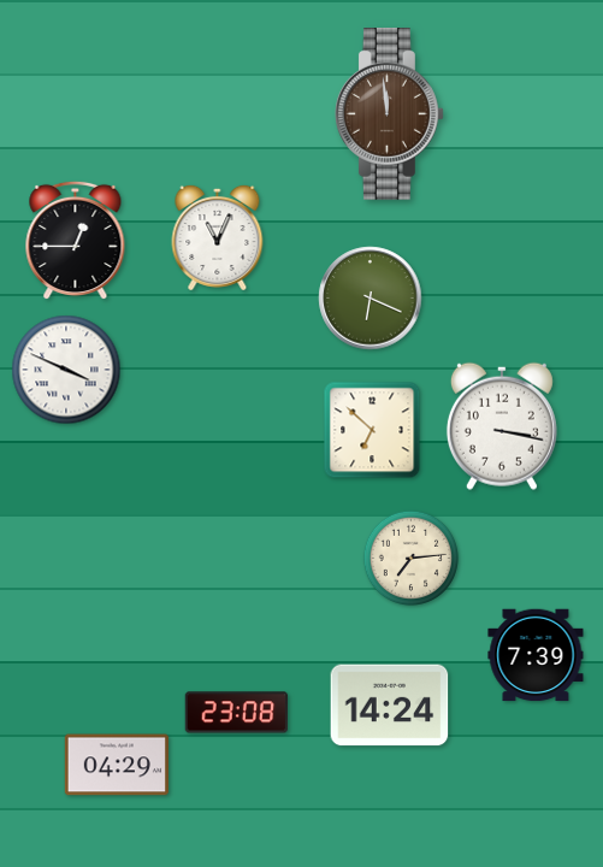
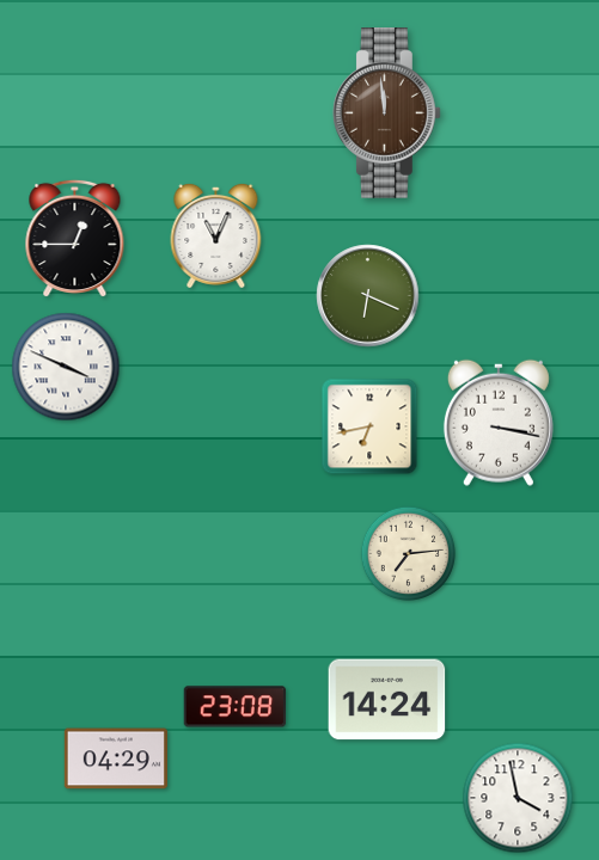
clock at (372, 430): 6:52 -> 6:43
clock at (536, 655): 7:39 -> none
clock at (518, 798): none -> 3:58
